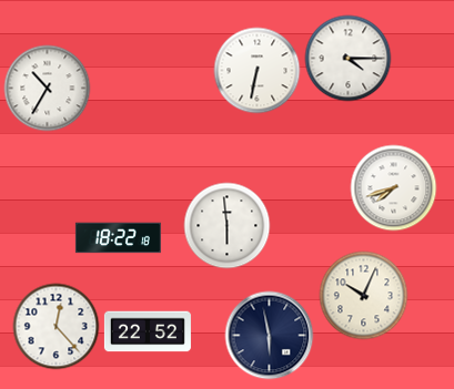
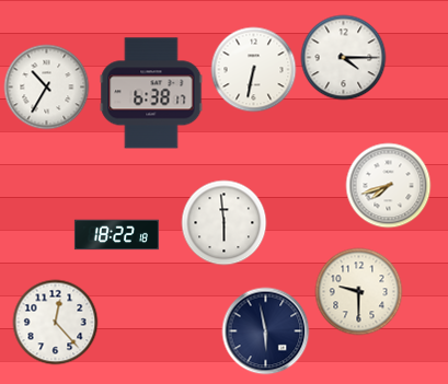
clock at (151, 93): none -> 6:38
clock at (363, 295): 10:04 -> 9:30
clock at (148, 331): 22:52 -> none
